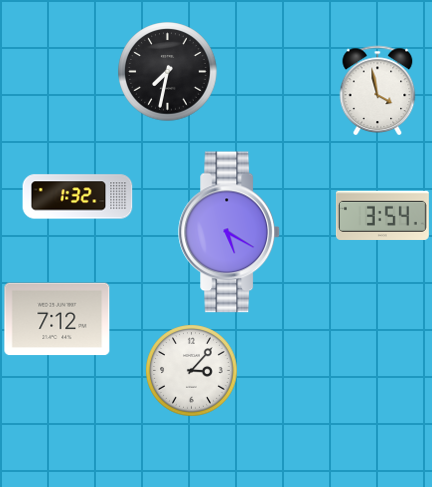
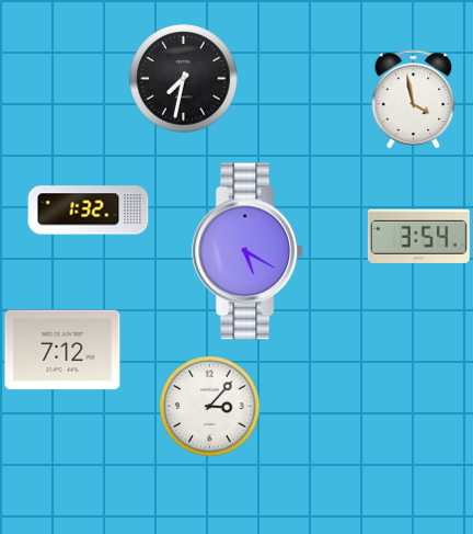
clock at (78, 197) position: (78, 197) -> (89, 211)
clock at (230, 232) position: (230, 232) -> (249, 251)
